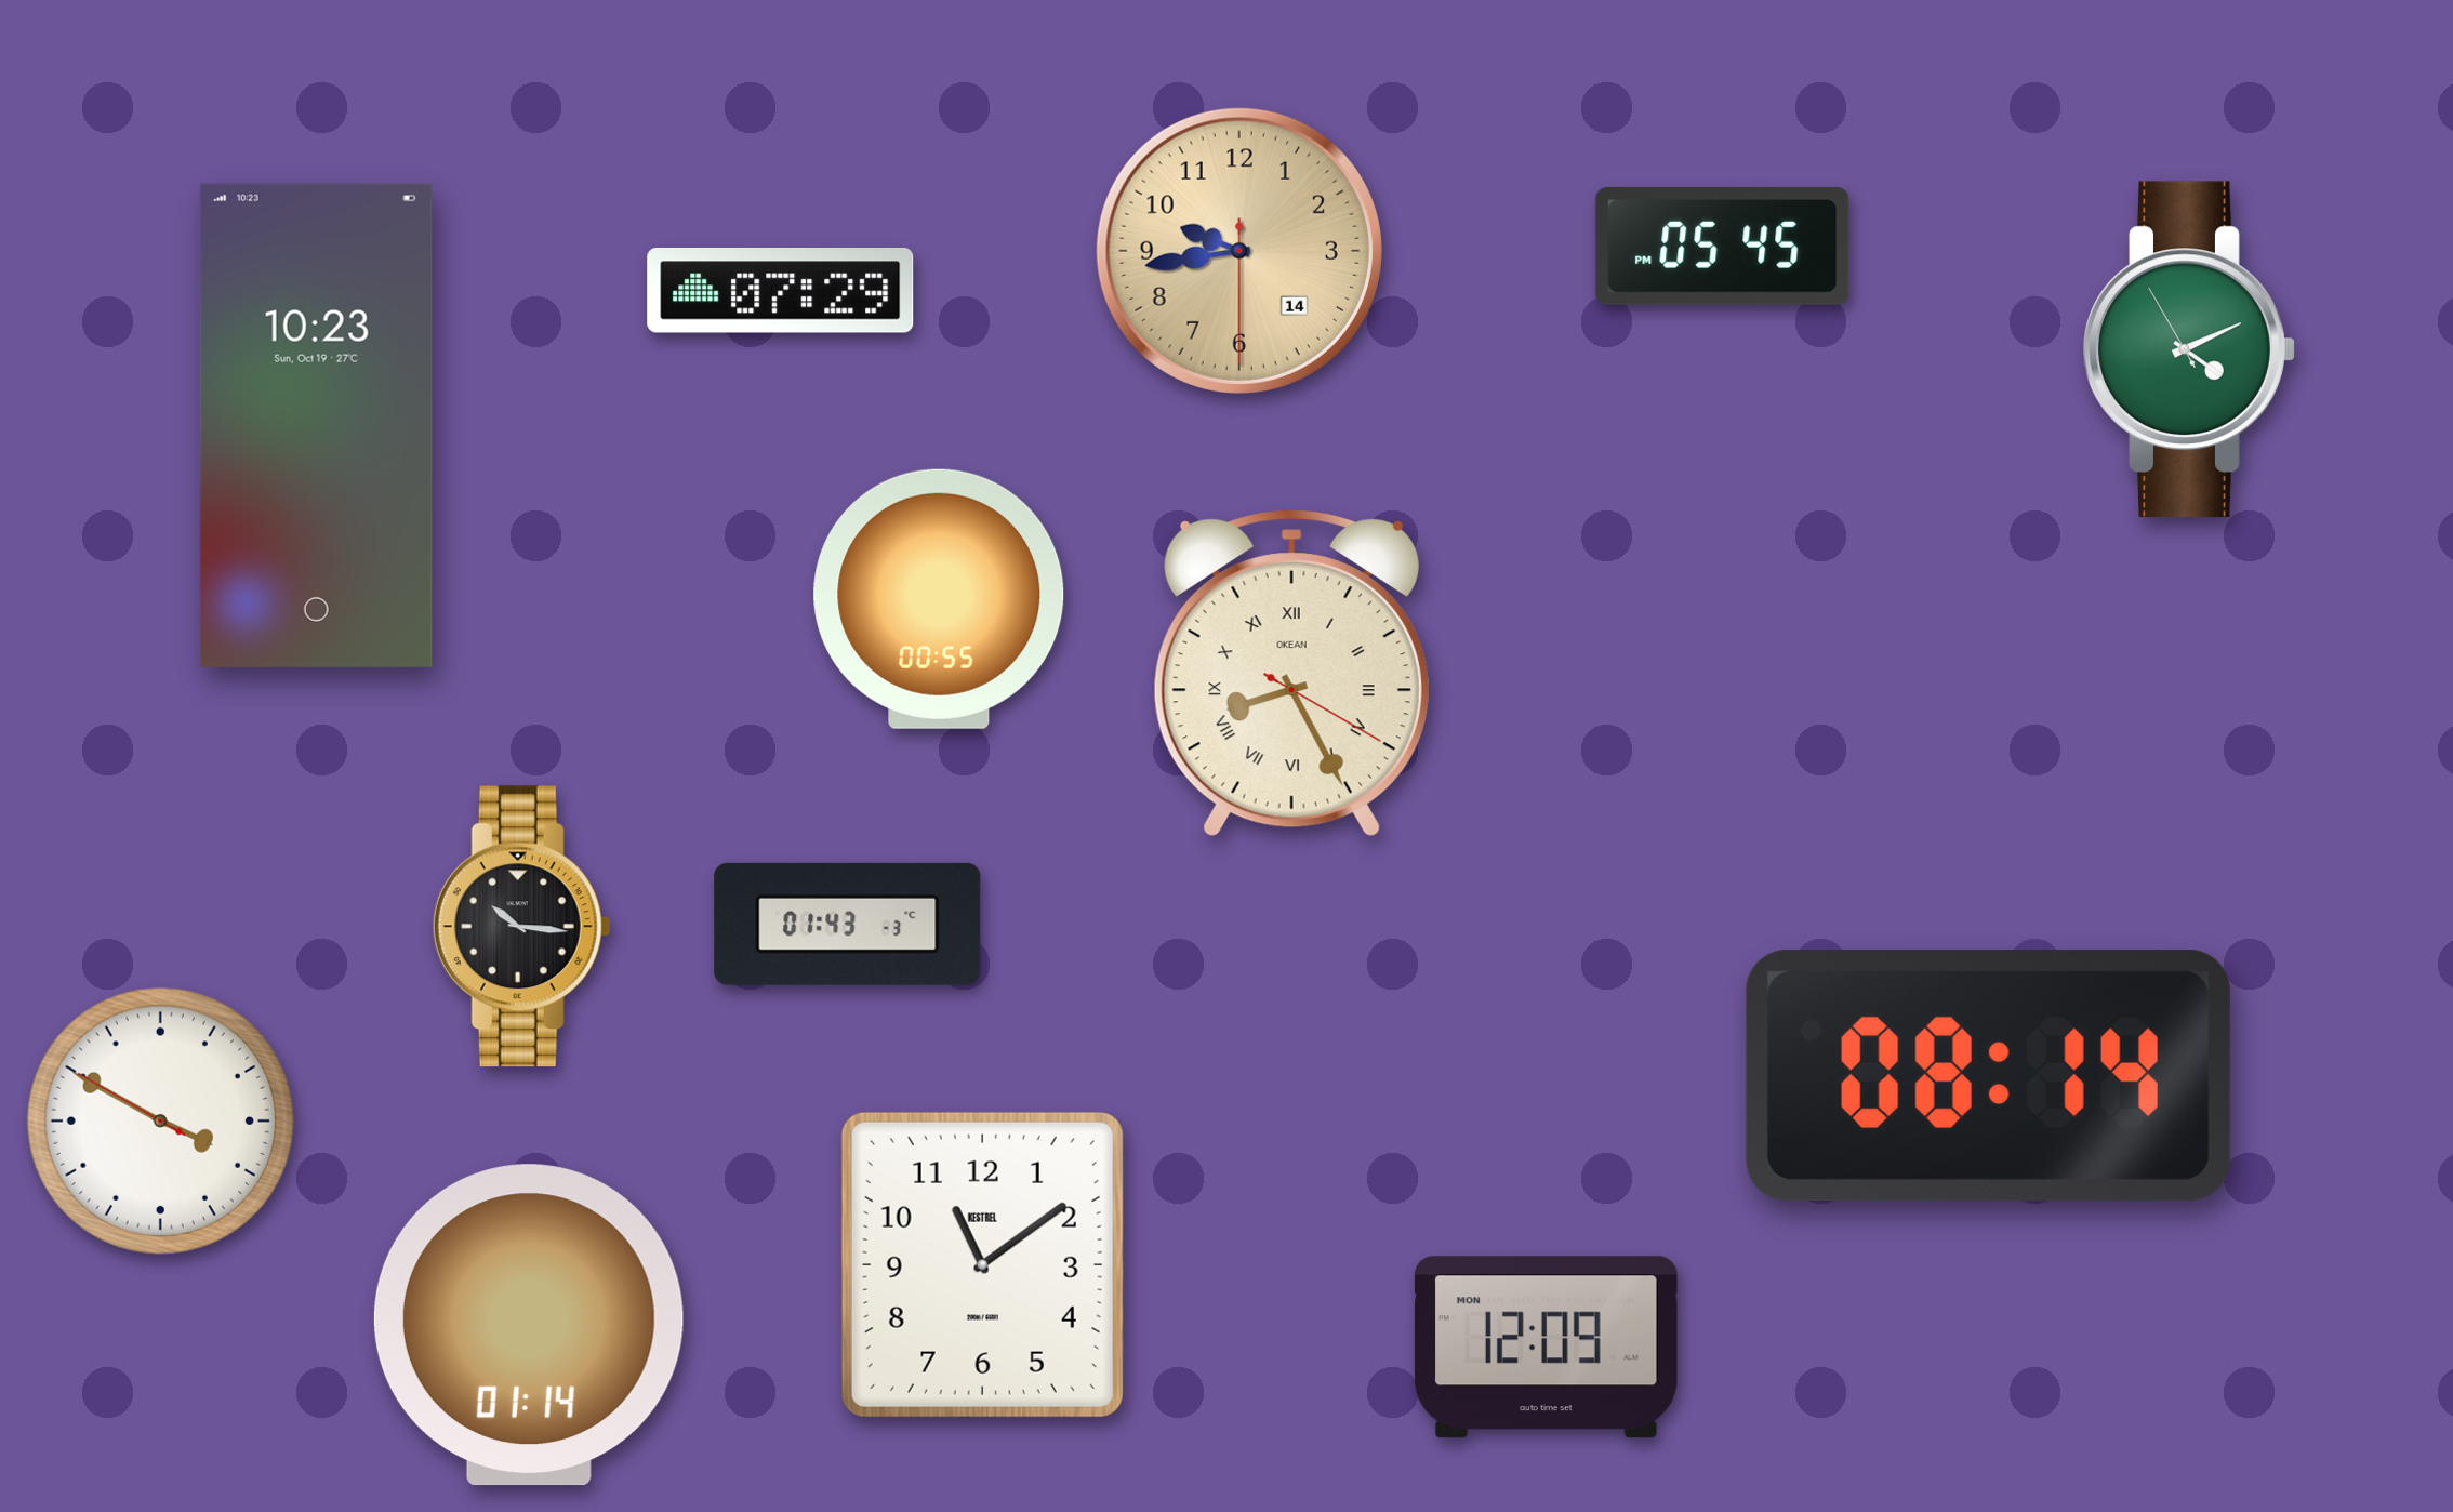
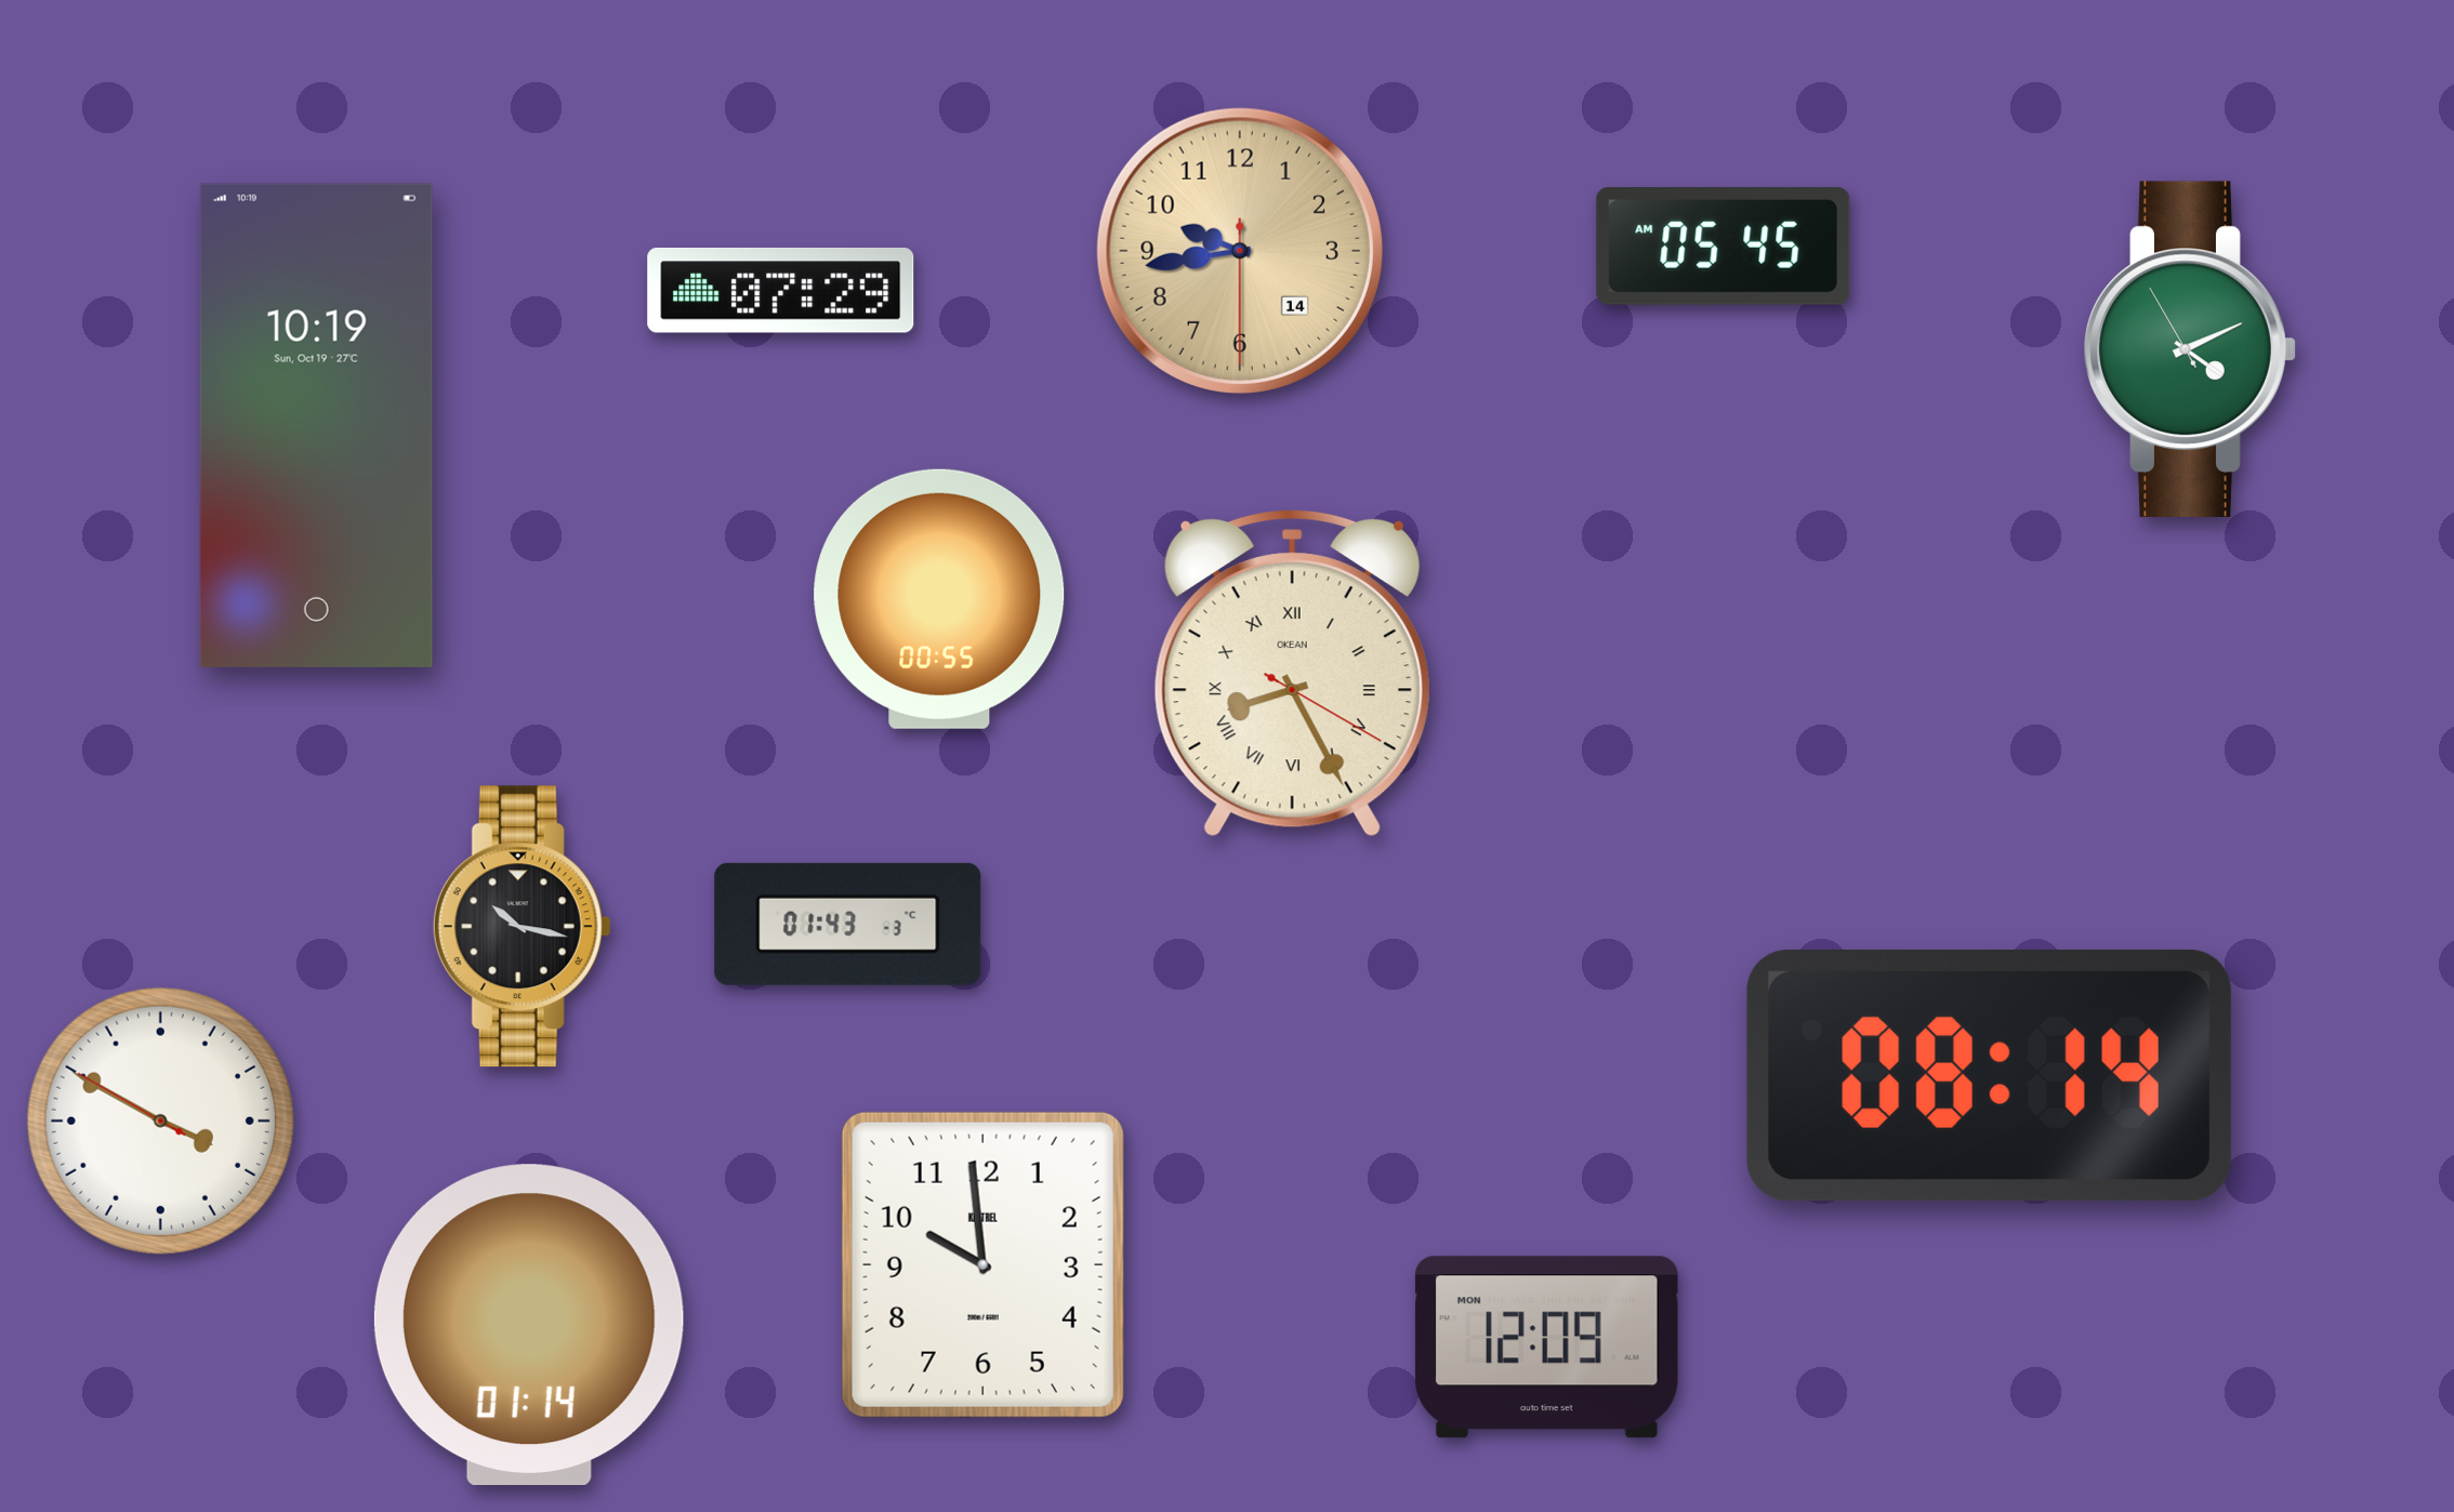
clock at (1723, 247): 05:45 PM -> 05:45 AM
clock at (316, 425): 10:23 -> 10:19
clock at (521, 927): 10:16 -> 10:17
clock at (982, 1264): 11:09 -> 9:59
